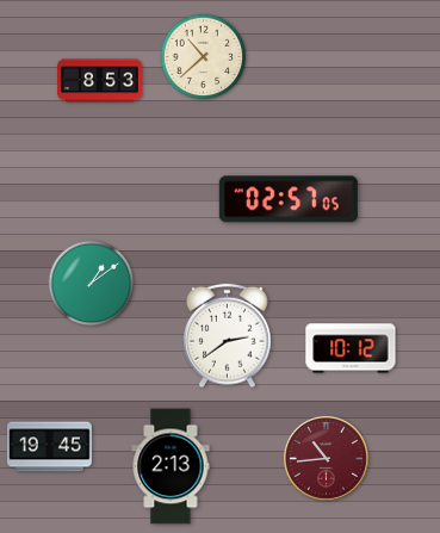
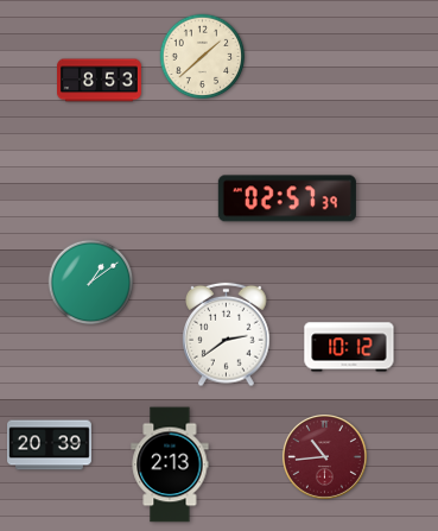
clock at (204, 57): 10:38 -> 1:38
clock at (289, 199): 02:57:05 -> 02:57:39
clock at (50, 447): 19:45 -> 20:39
